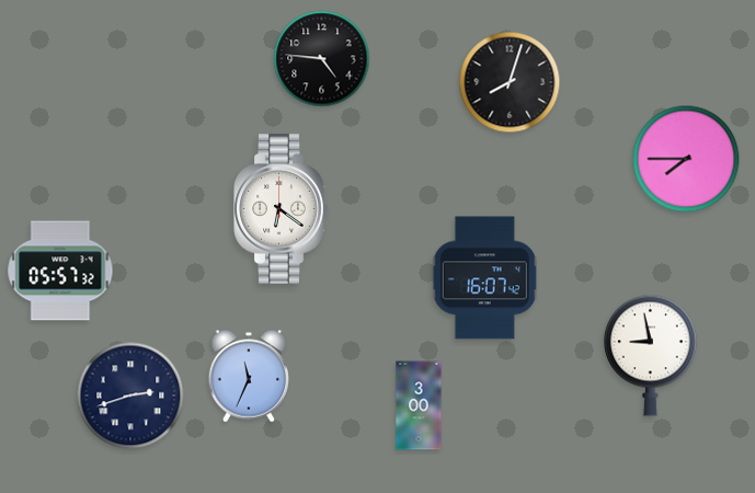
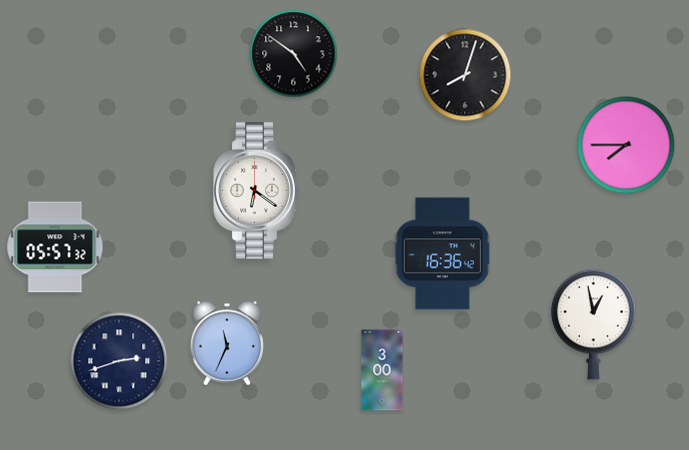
clock at (322, 59): 4:46 -> 4:51
clock at (485, 278): 16:07 -> 16:36
clock at (650, 355): 8:58 -> 12:58
